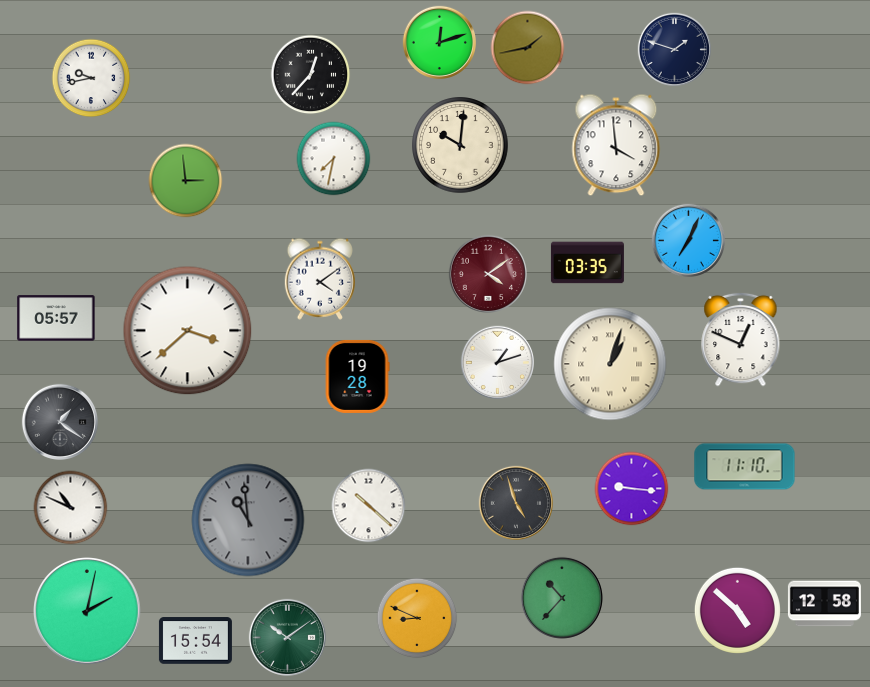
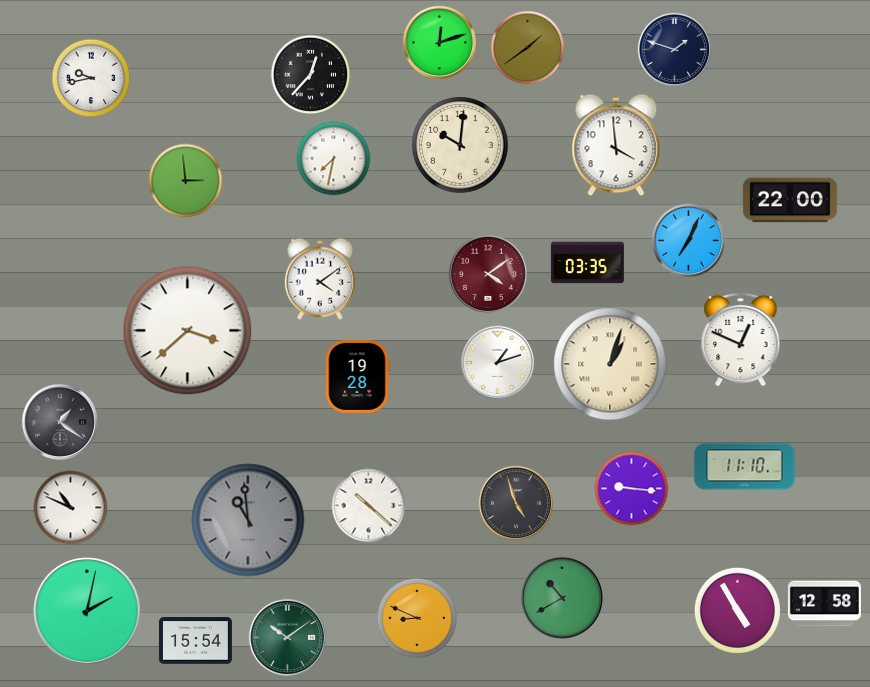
clock at (528, 48): 1:43 -> 1:39
clock at (790, 200): none -> 22:00
clock at (56, 318): 05:57 -> none
clock at (562, 598): 10:37 -> 10:40
clock at (737, 610): 4:52 -> 4:55
